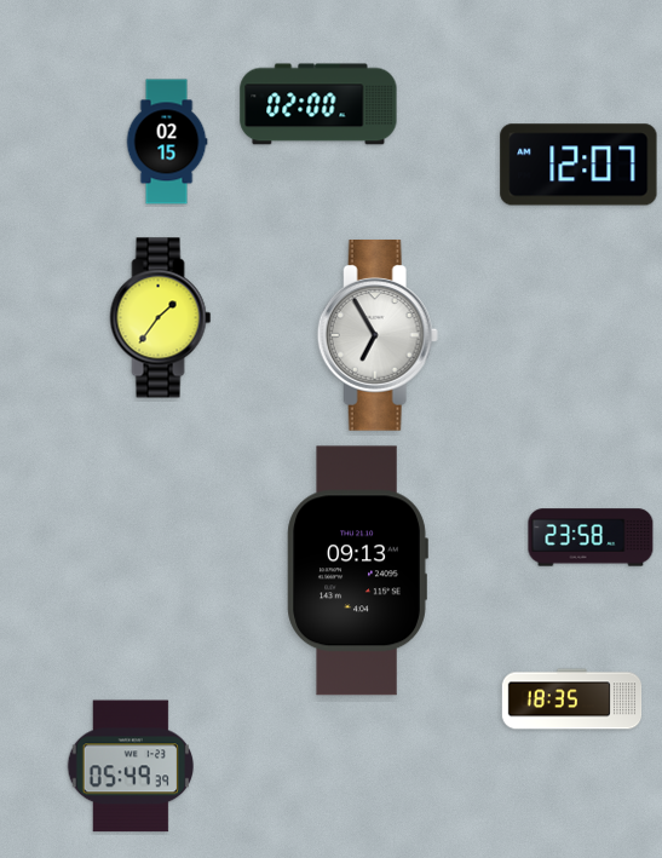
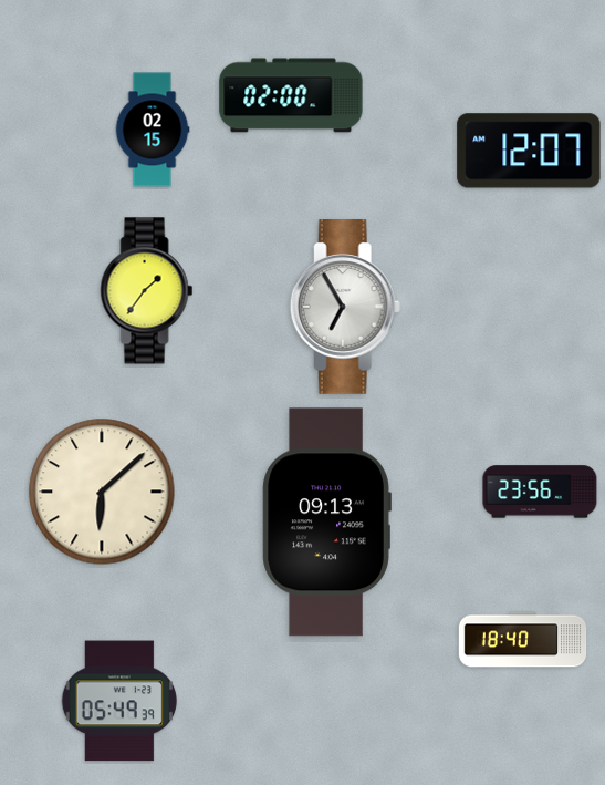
clock at (102, 492): none -> 6:08
clock at (591, 537): 23:58 -> 23:56
clock at (572, 699): 18:35 -> 18:40
